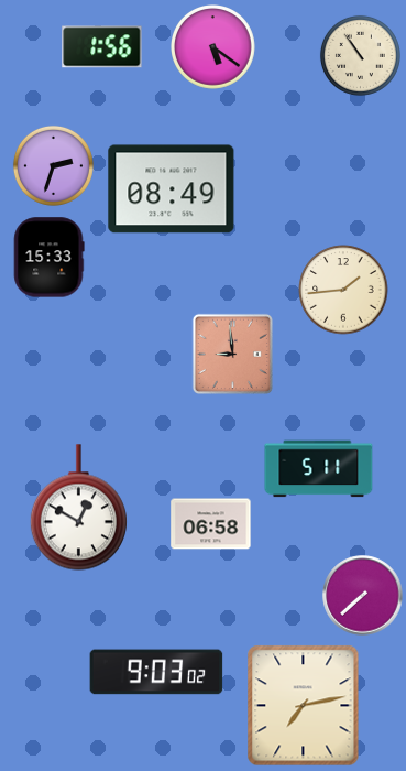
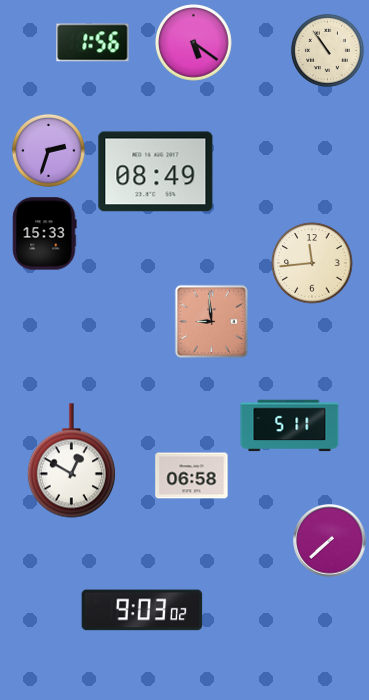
clock at (343, 290): 1:44 -> 11:44
clock at (304, 706): 7:13 -> none
